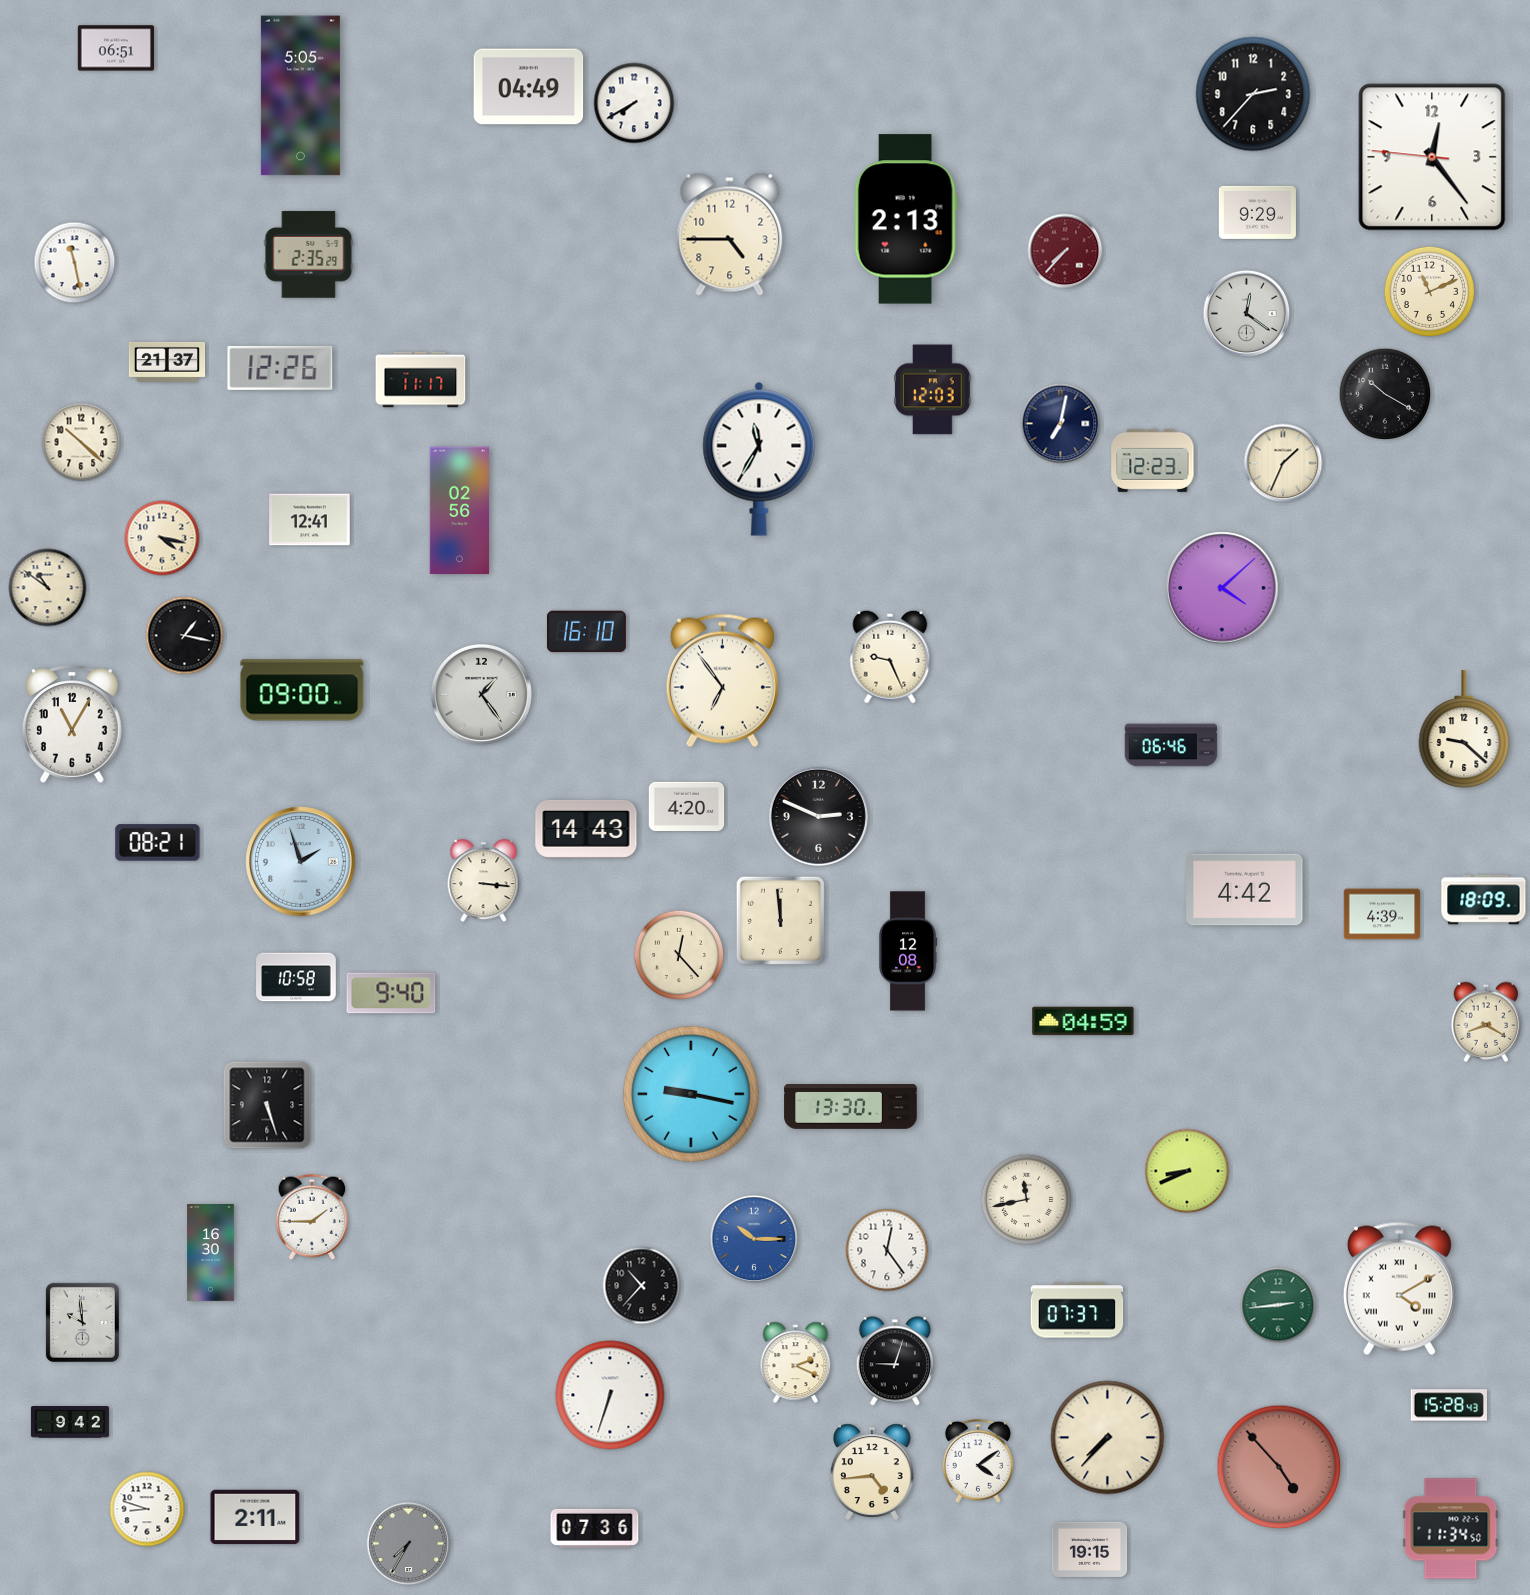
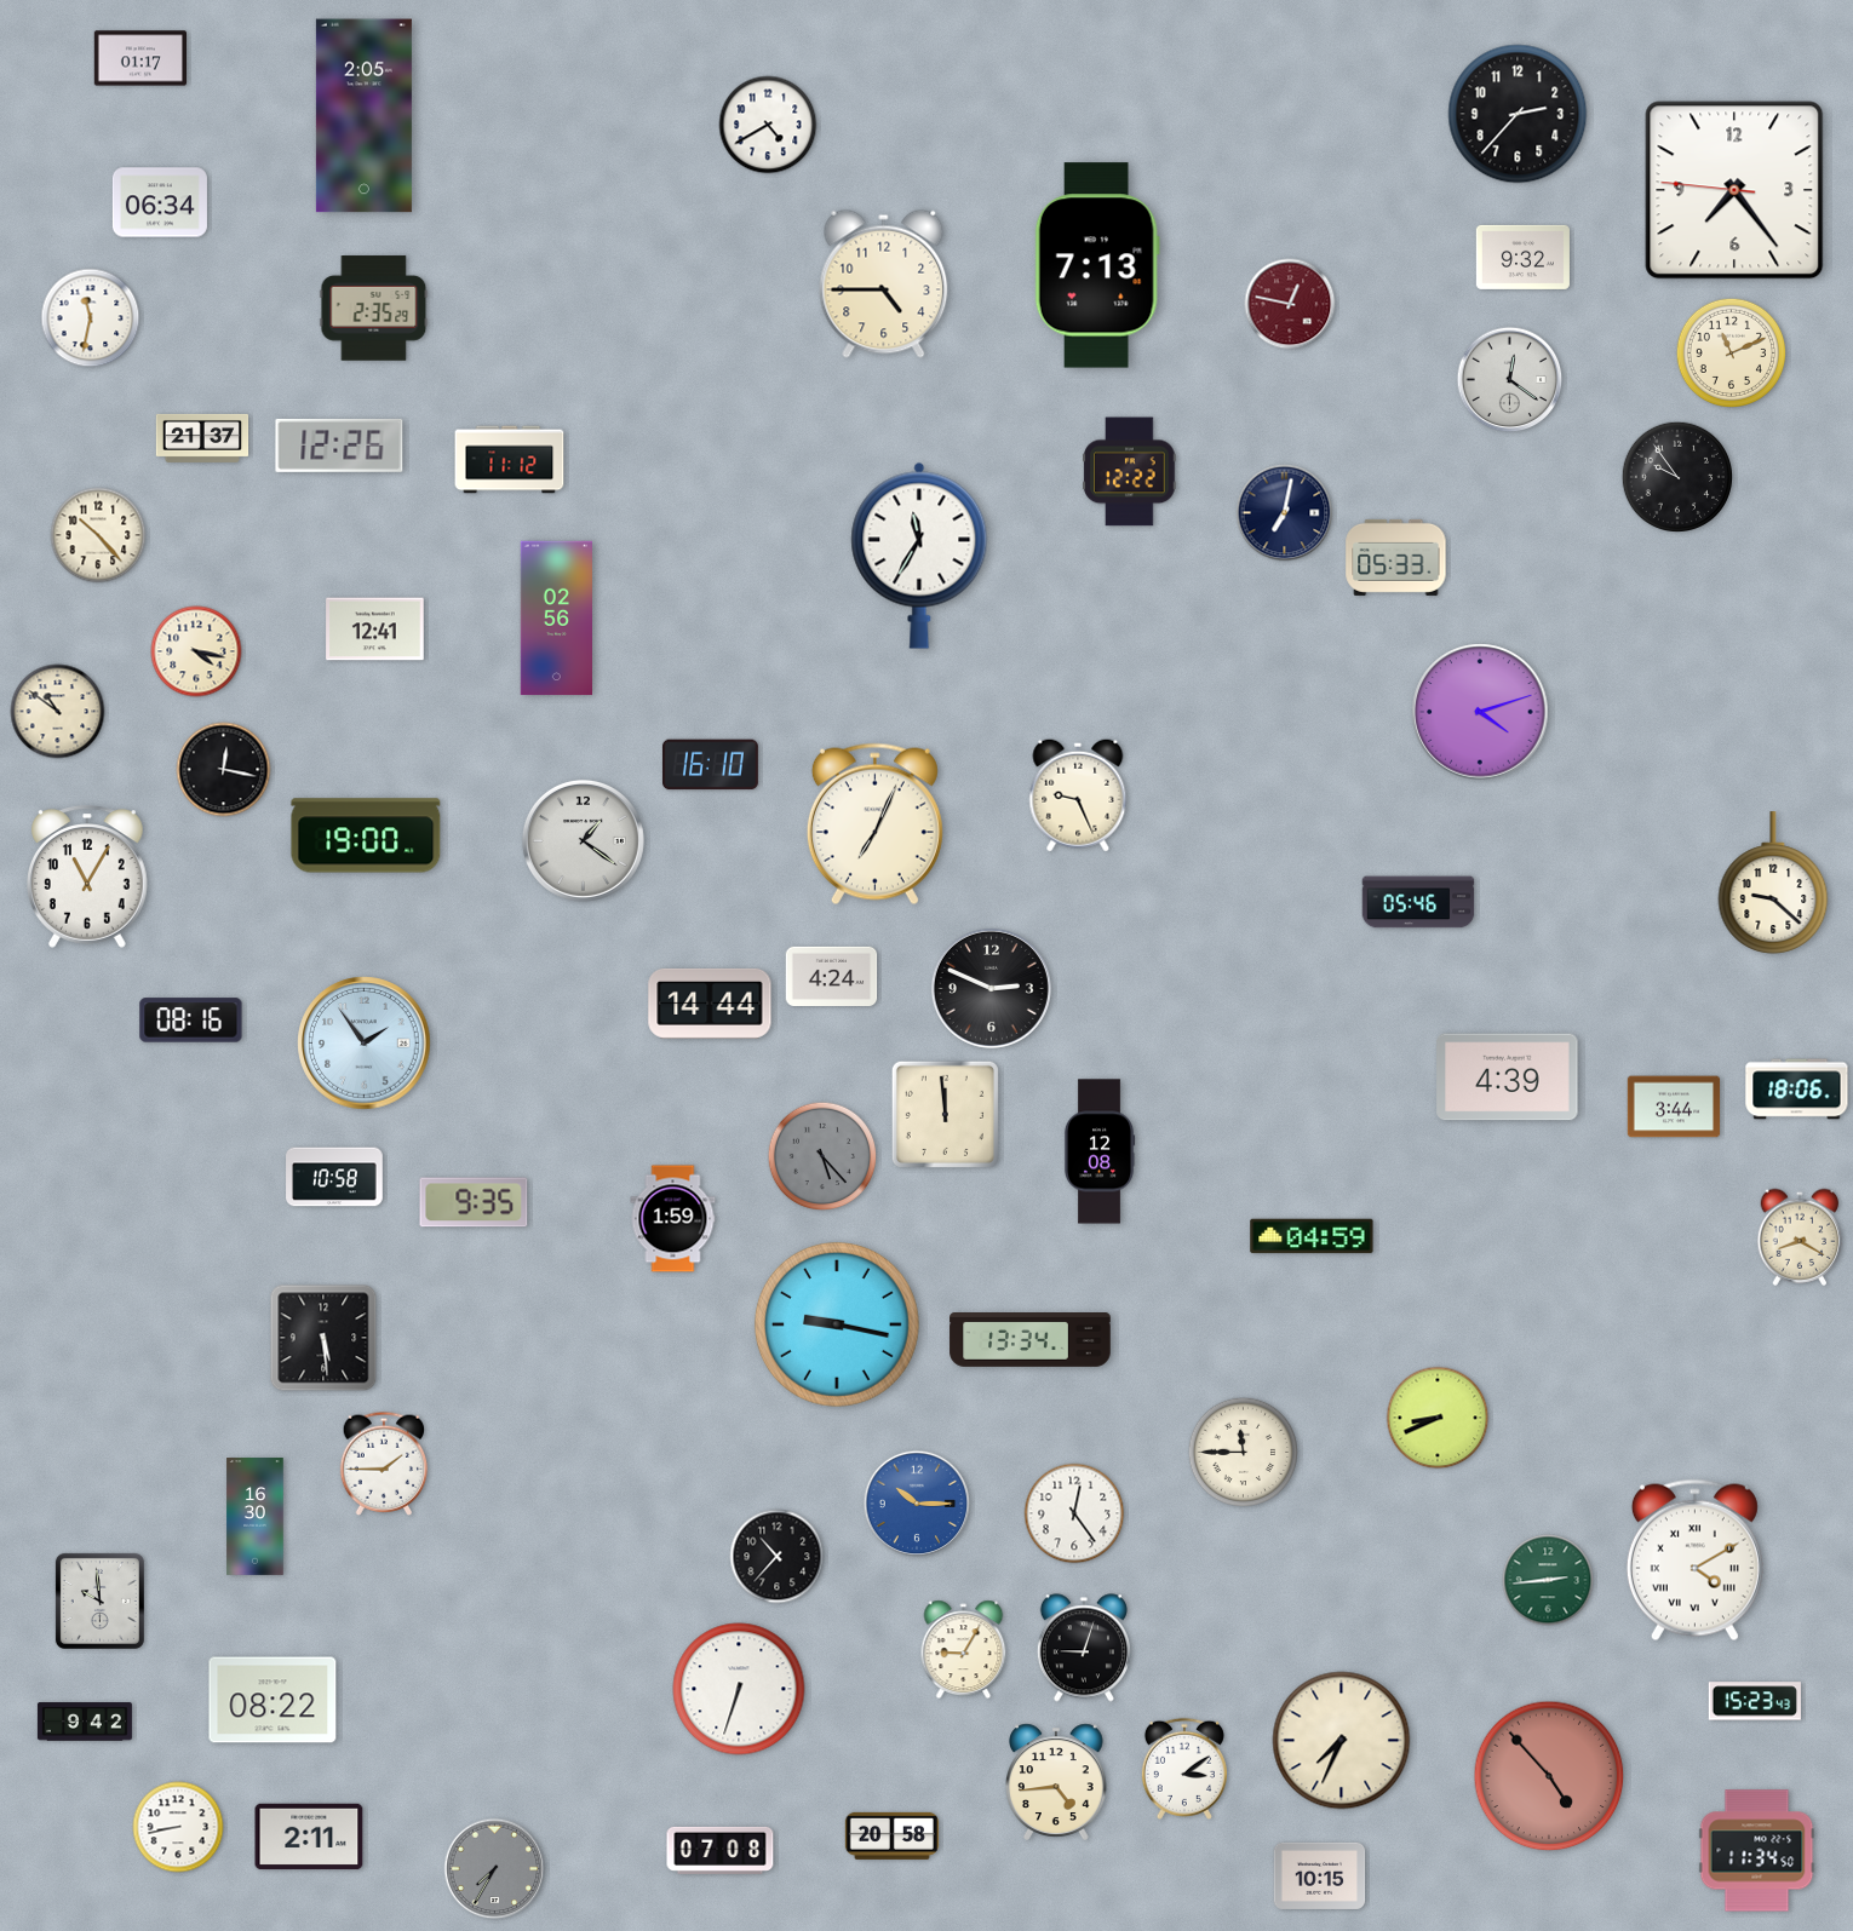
clock at (115, 48): 06:51 -> 01:17
clock at (529, 87): 04:49 -> none
clock at (300, 96): 5:05 -> 2:05
clock at (634, 103): 7:40 -> 4:40
clock at (1432, 157): 12:23 -> 7:23
clock at (160, 202): none -> 06:34
clock at (1257, 212): 9:29 -> 9:32
clock at (906, 219): 2:13 -> 7:13
clock at (1065, 251): 7:37 -> 12:47
clock at (75, 263): 11:28 -> 11:32
clock at (421, 380): 11:17 -> 11:12
clock at (933, 390): 12:03 -> 12:22
clock at (1384, 393): 10:20 -> 9:54
clock at (81, 442): 10:22 -> 10:23
clock at (1153, 460): 12:23 -> 05:33
clock at (1283, 463): 1:34 -> none
clock at (1222, 588): 4:08 -> 4:12
clock at (185, 636): 1:17 -> 12:17
clock at (722, 681): 6:54 -> 7:04
clock at (302, 690): 09:00 -> 19:00
clock at (481, 694): 1:24 -> 1:21
clock at (1171, 745): 06:46 -> 05:46
clock at (687, 806): 4:20 -> 4:24
clock at (586, 829): 14:43 -> 14:44
clock at (158, 843): 08:21 -> 08:16
clock at (301, 862): 1:57 -> 1:54
clock at (484, 881): 3:16 -> none
clock at (1245, 890): 4:42 -> 4:39
clock at (1484, 900): 18:09 -> 18:06
clock at (1382, 914): 4:39 -> 3:44
clock at (679, 955): 12:23 -> 5:23
clock at (679, 955) dial: cream -> grey
clock at (296, 977) position: (296, 977) -> (334, 1177)
clock at (391, 993): 9:40 -> 9:35
clock at (673, 1219): none -> 1:59
clock at (267, 1105): 5:27 -> 5:29
clock at (851, 1107): 13:30 -> 13:34
clock at (1027, 1200): 11:43 -> 11:45
clock at (312, 1217) position: (312, 1217) -> (384, 1464)
clock at (754, 1239) position: (754, 1239) -> (917, 1504)
clock at (1077, 1310): 07:37 -> none
clock at (796, 1363): 2:19 -> 9:05
clock at (272, 1700): none -> 08:22
clock at (1449, 1405): 15:28 -> 15:23
clock at (1108, 1438): 7:37 -> 7:34
clock at (978, 1461): 4:09 -> 3:09
clock at (147, 1509): 8:48 -> 8:43
clock at (891, 1835): none -> 20:58
clock at (595, 1528): 07:36 -> 07:08
clock at (1090, 1549): 19:15 -> 10:15
